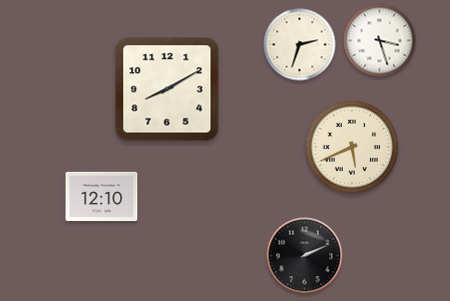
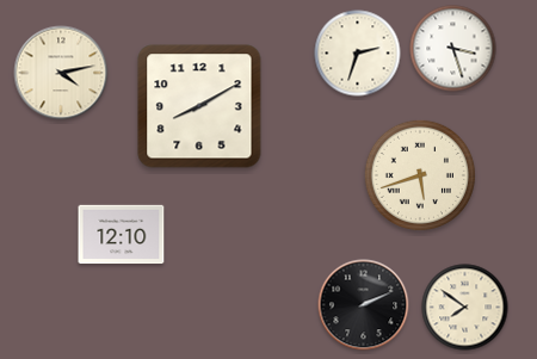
clock at (61, 73): none -> 4:13
clock at (352, 147): 5:41 -> 5:42
clock at (465, 308): none -> 7:51
